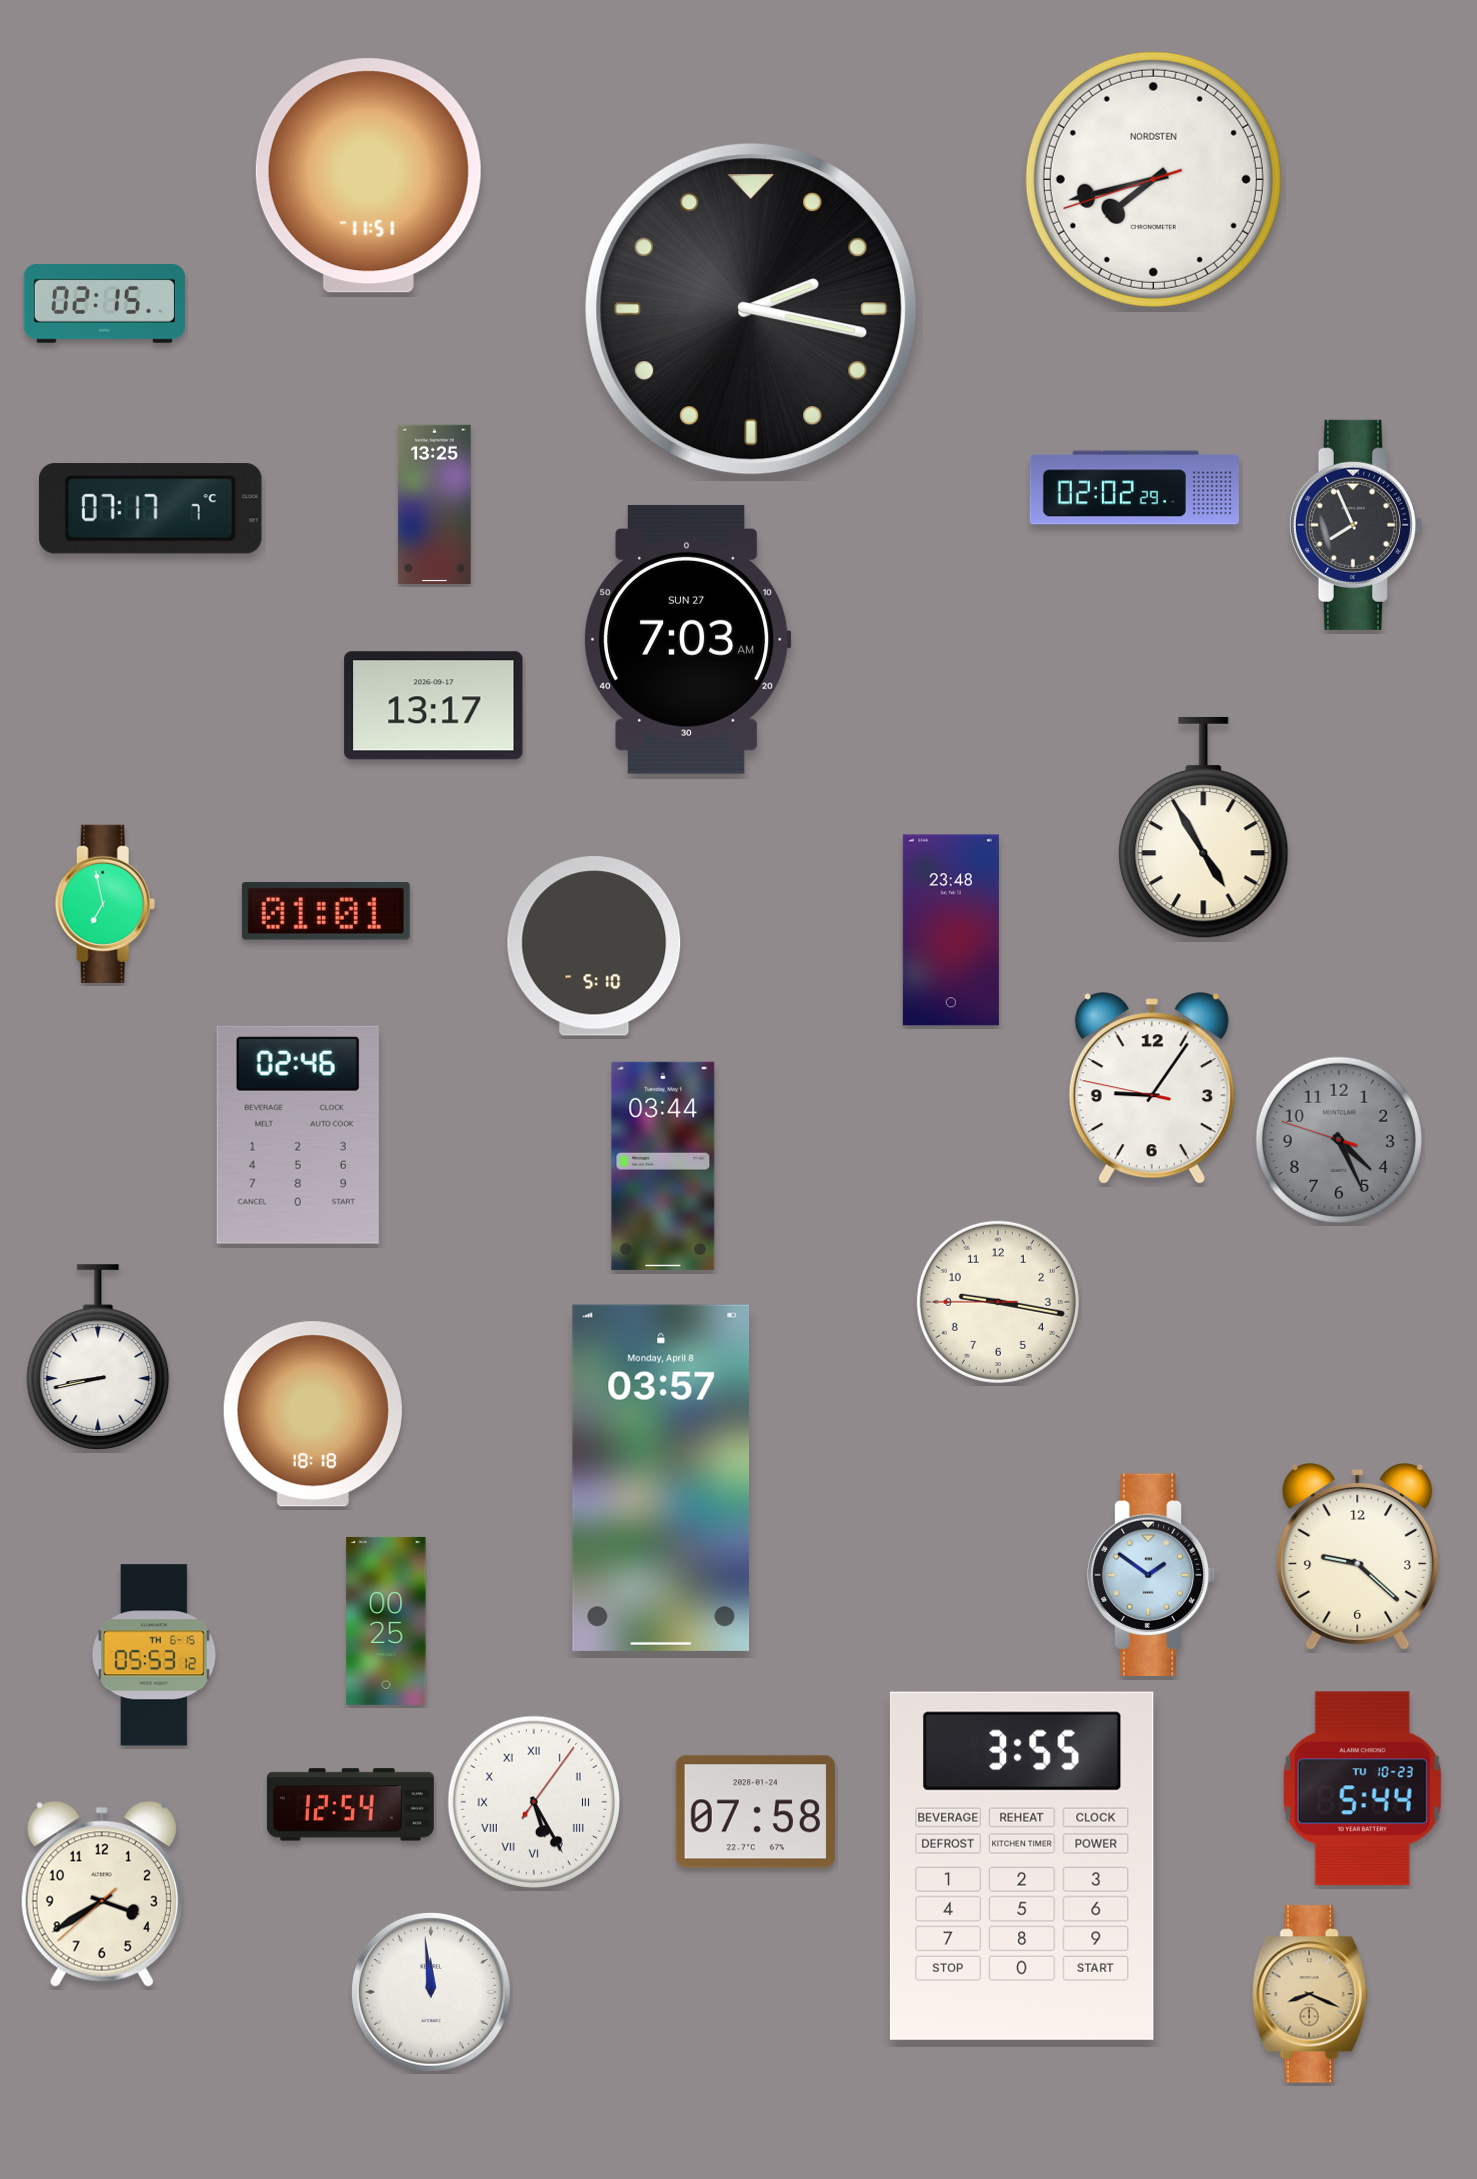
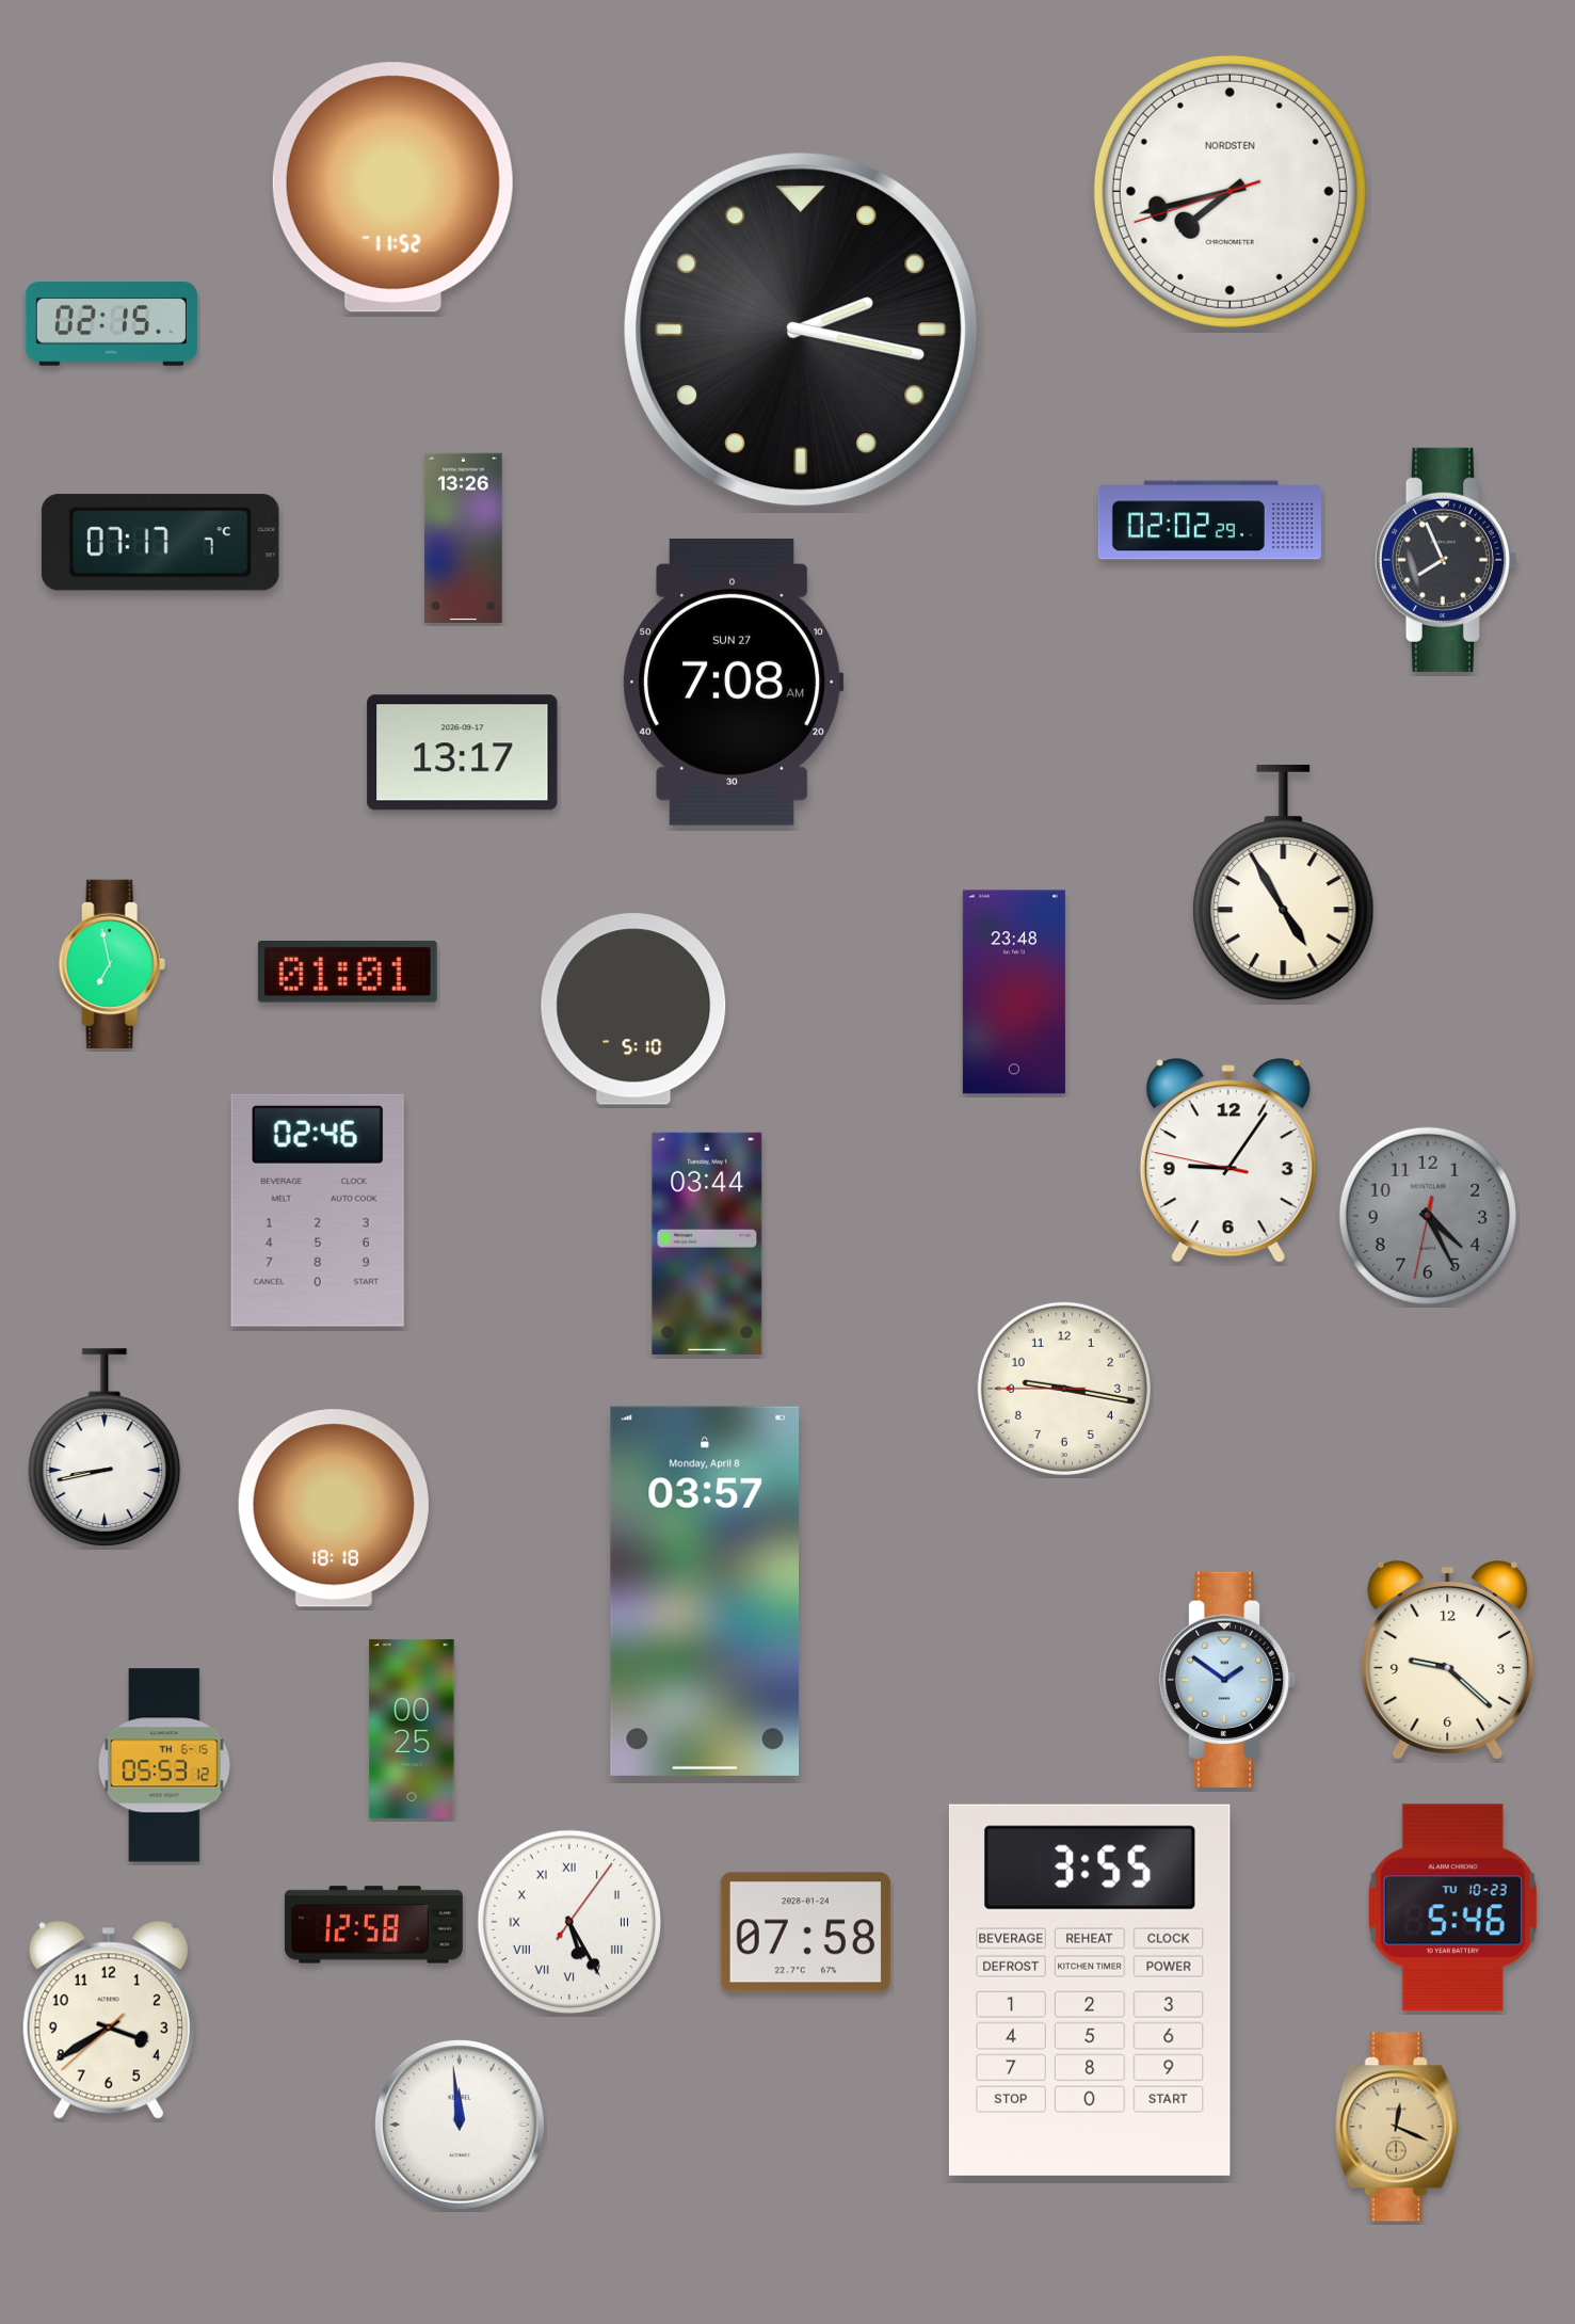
clock at (368, 176): 11:51 -> 11:52
clock at (435, 504): 13:25 -> 13:26
clock at (687, 639): 7:03 -> 7:08
clock at (1339, 1140): 4:25:48 -> 4:25:32
clock at (661, 1478) position: (661, 1478) -> (705, 1591)
clock at (1362, 1789): 5:44 -> 5:46
clock at (350, 1805): 12:54 -> 12:58
clock at (1310, 1994): 8:19 -> 12:19
